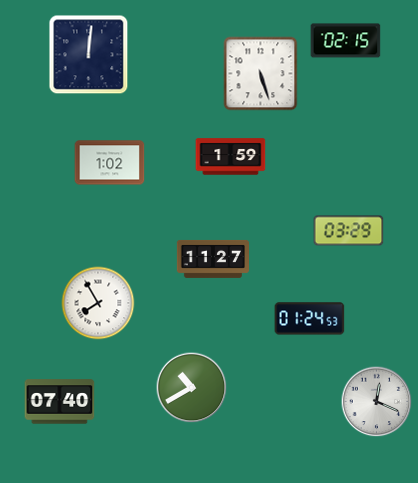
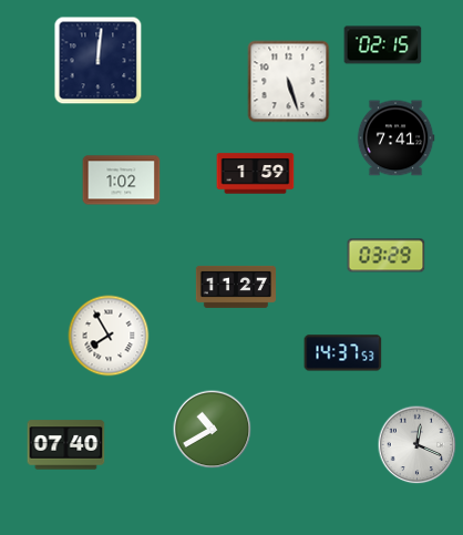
clock at (395, 138): none -> 7:41
clock at (310, 319): 01:24 -> 14:37
